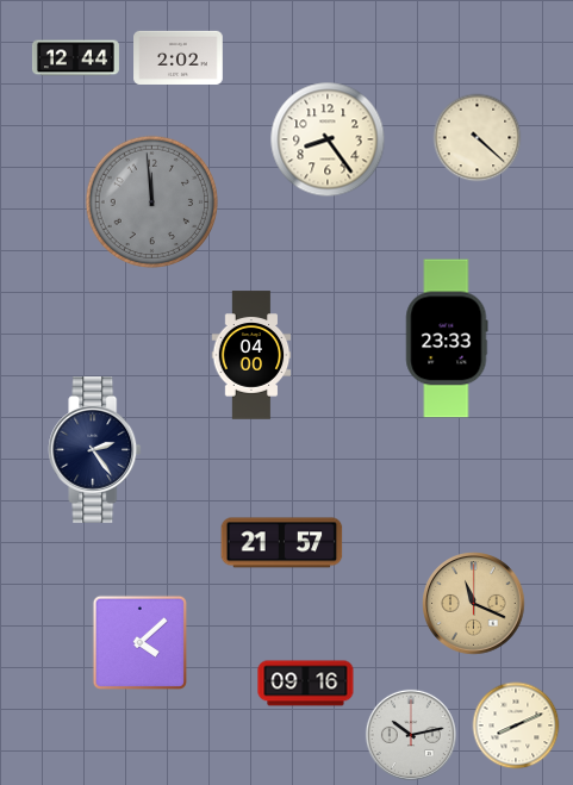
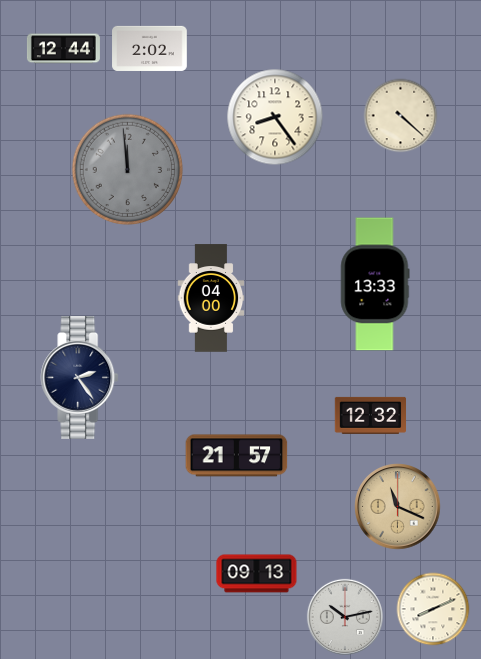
clock at (447, 338): 23:33 -> 13:33
clock at (371, 415): none -> 12:32
clock at (139, 642): 4:08 -> none
clock at (306, 684): 09:16 -> 09:13
